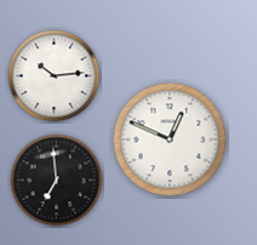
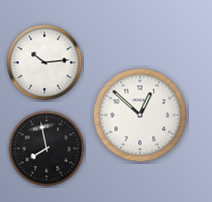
clock at (170, 139): 12:49 -> 12:52
clock at (57, 181): 6:59 -> 7:58
